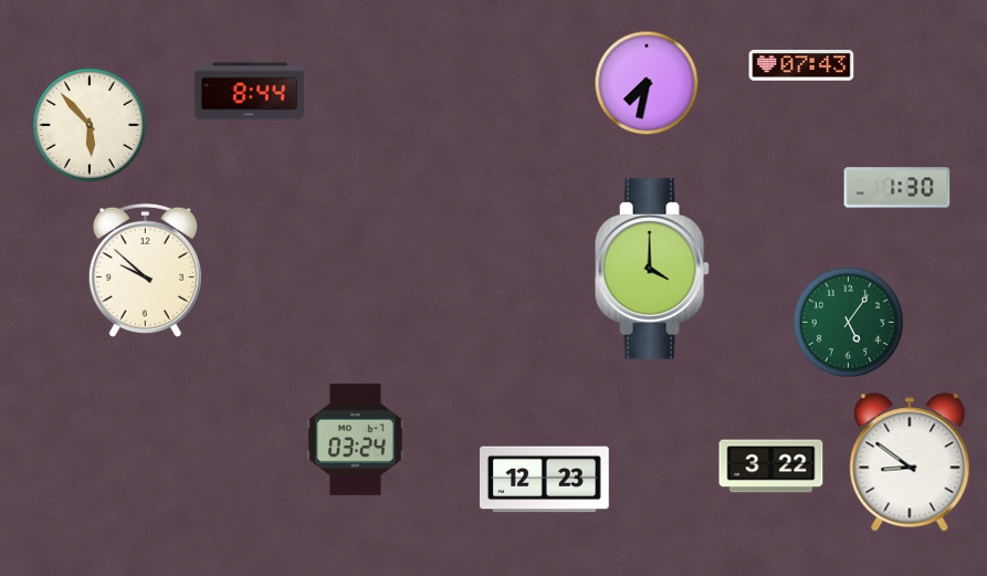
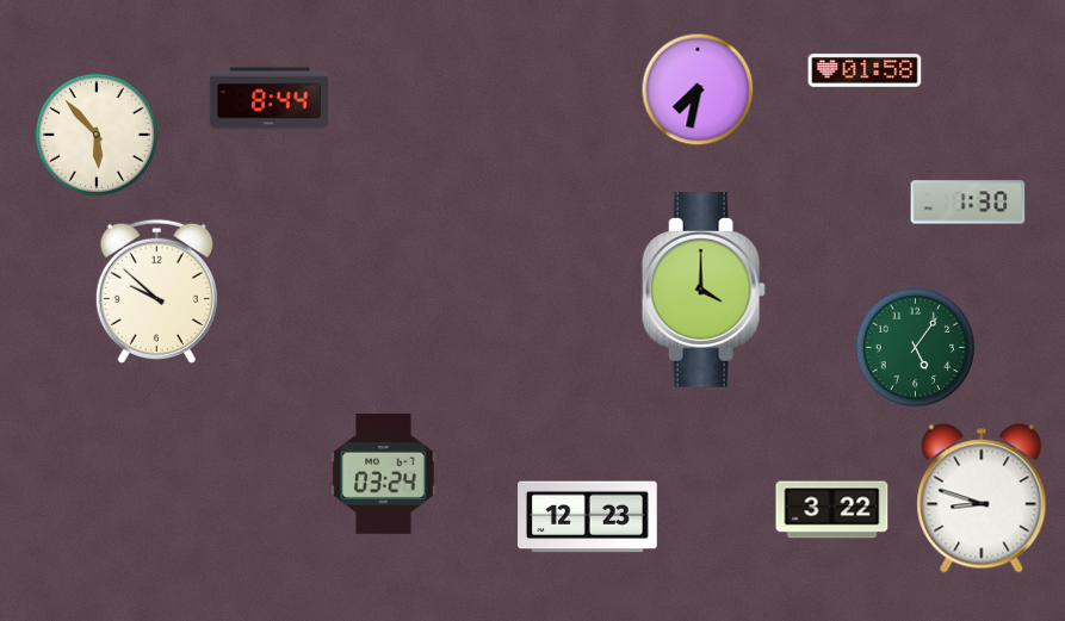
clock at (801, 65): 07:43 -> 01:58
clock at (910, 462): 8:51 -> 8:48
clock at (771, 467) position: (771, 467) -> (832, 510)
